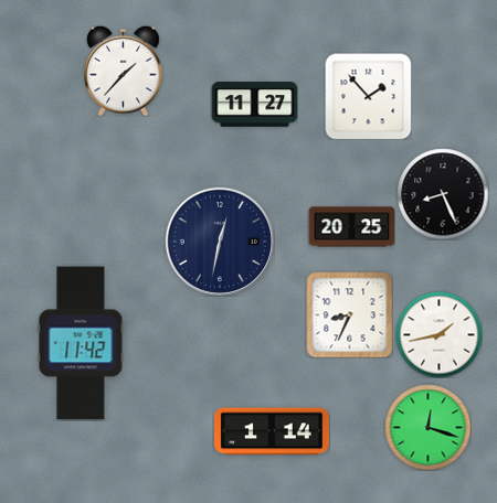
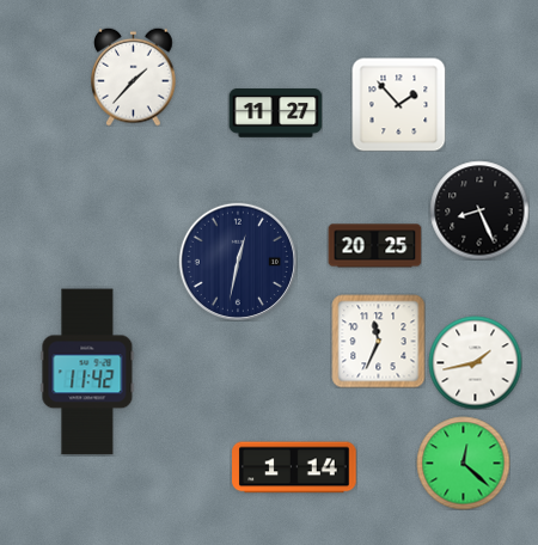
clock at (351, 227) position: (351, 227) -> (374, 246)
clock at (349, 314): 8:34 -> 11:34
clock at (427, 427): 12:18 -> 12:22
